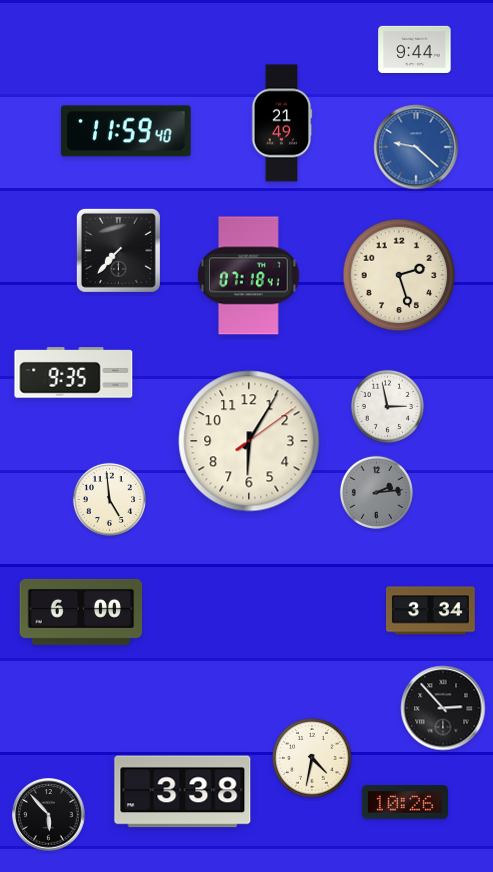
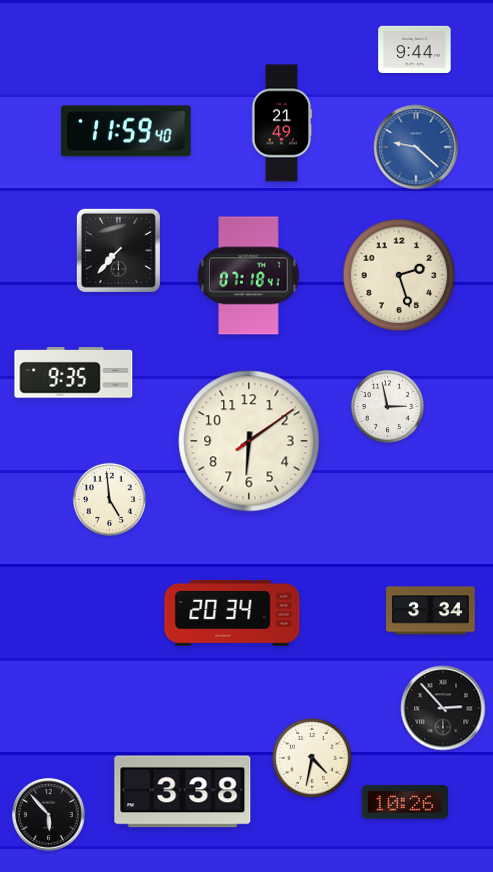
clock at (249, 441): 6:05 -> 6:09
clock at (376, 492): 2:14 -> none
clock at (81, 612): 6:00 -> none
clock at (232, 613): none -> 20:34
